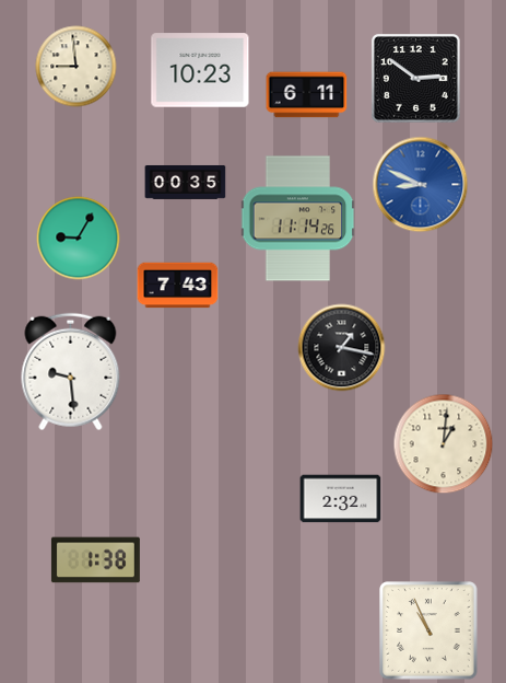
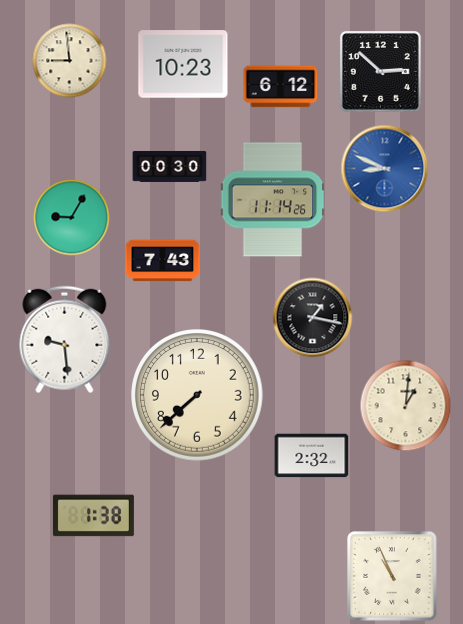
clock at (415, 78): 2:51 -> 2:52
clock at (307, 95): 6:11 -> 6:12
clock at (186, 182): 00:35 -> 00:30
clock at (198, 396): none -> 7:38
clock at (95, 560) position: (95, 560) -> (93, 516)
